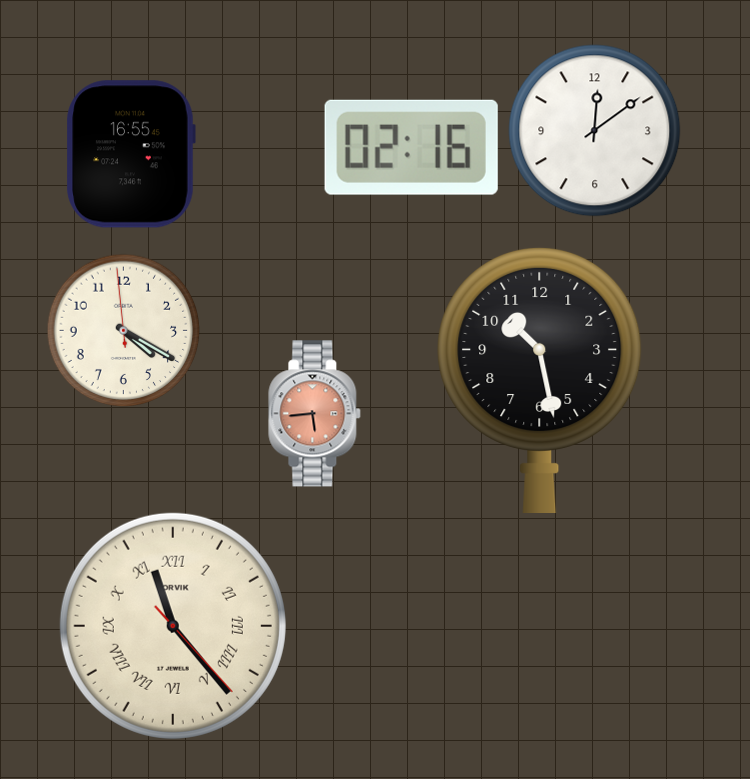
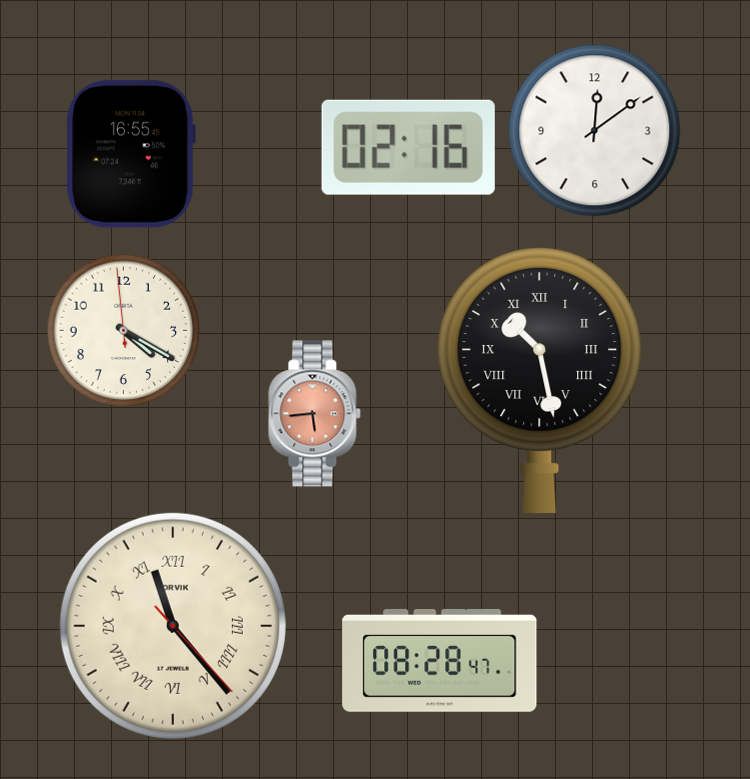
clock at (411, 147) position: (411, 147) -> (408, 147)
clock at (540, 379) numerals: Arabic -> Roman
clock at (440, 660): none -> 08:28
